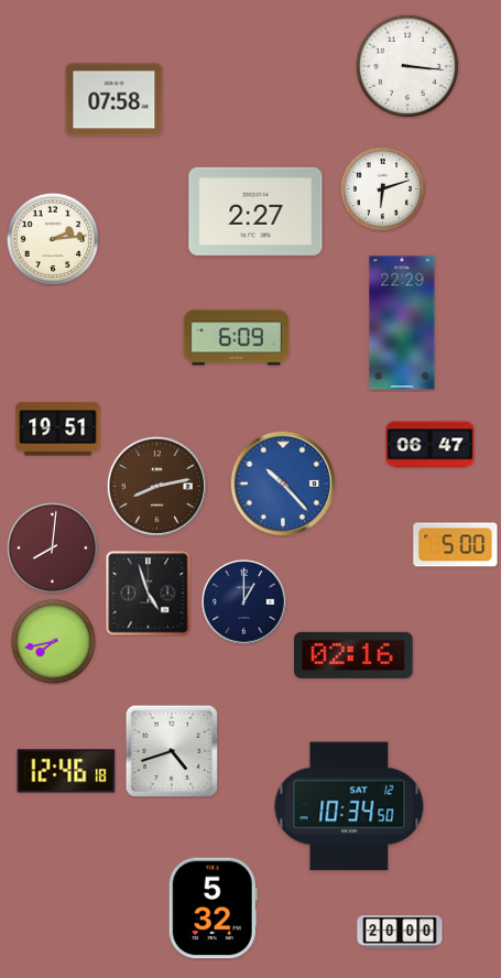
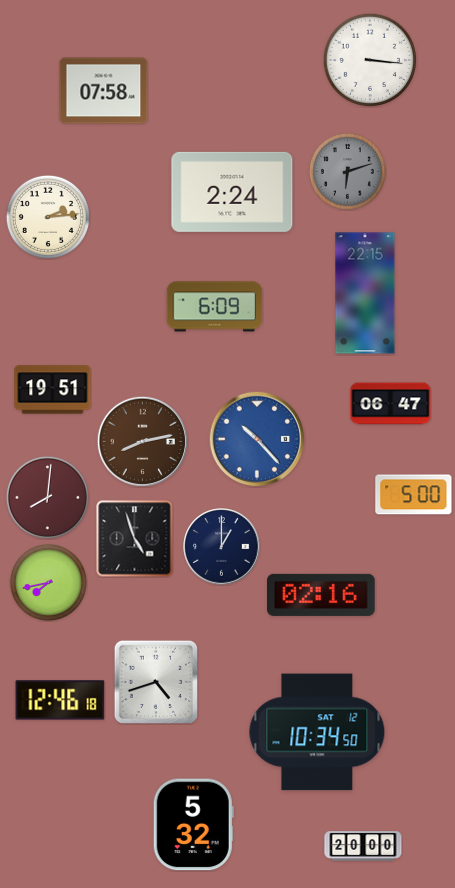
clock at (382, 188) dial: white -> grey
clock at (255, 211): 2:27 -> 2:24
clock at (402, 323): 22:29 -> 22:15
